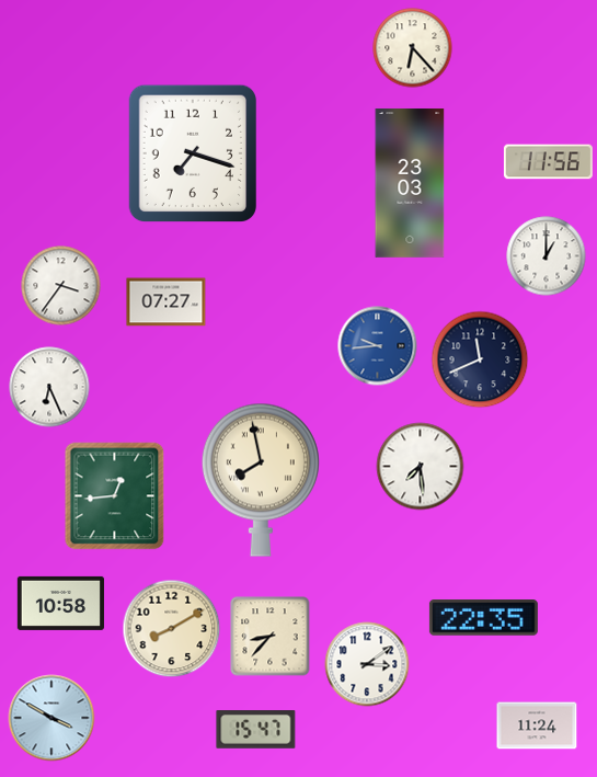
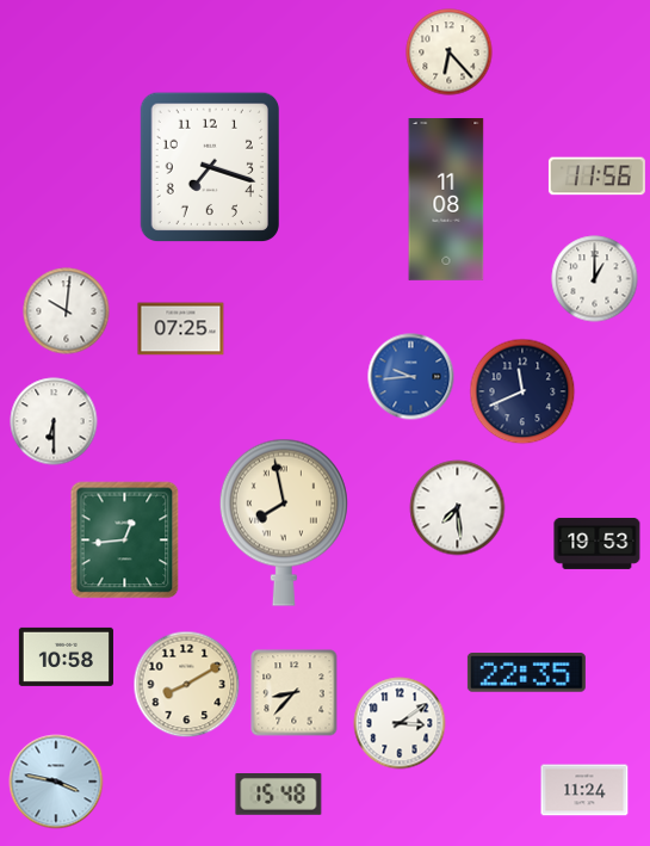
clock at (410, 184): 23:03 -> 11:08
clock at (61, 286): 3:36 -> 10:01
clock at (167, 302): 07:27 -> 07:25
clock at (49, 387): 6:26 -> 6:30
clock at (598, 543): none -> 19:53
clock at (51, 718): 3:50 -> 3:47
clock at (256, 730): 15:47 -> 15:48
